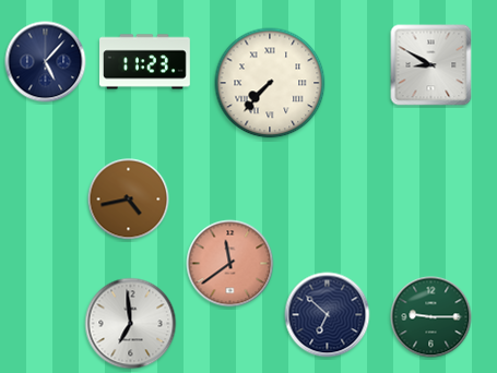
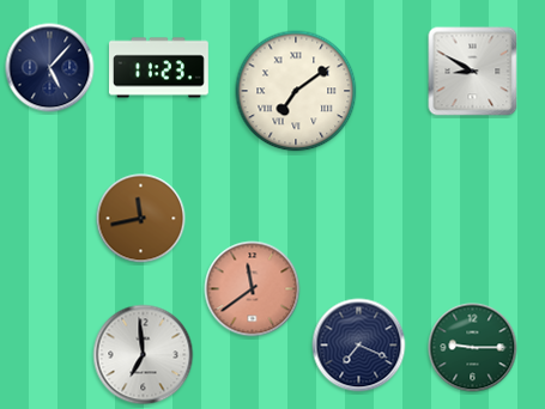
clock at (270, 83): 7:37 -> 7:09
clock at (129, 200): 4:43 -> 11:43
clock at (328, 315): 6:52 -> 7:19
